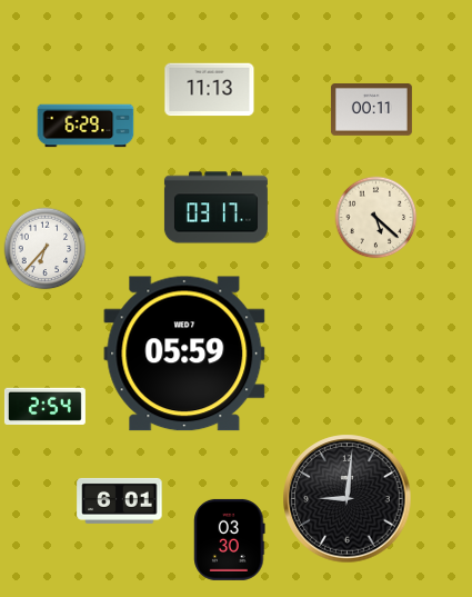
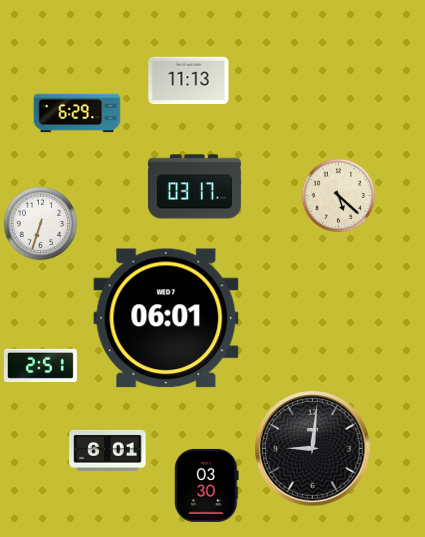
clock at (371, 110): 00:11 -> none
clock at (46, 249): 6:37 -> 6:33
clock at (184, 354): 05:59 -> 06:01
clock at (44, 406): 2:54 -> 2:51
